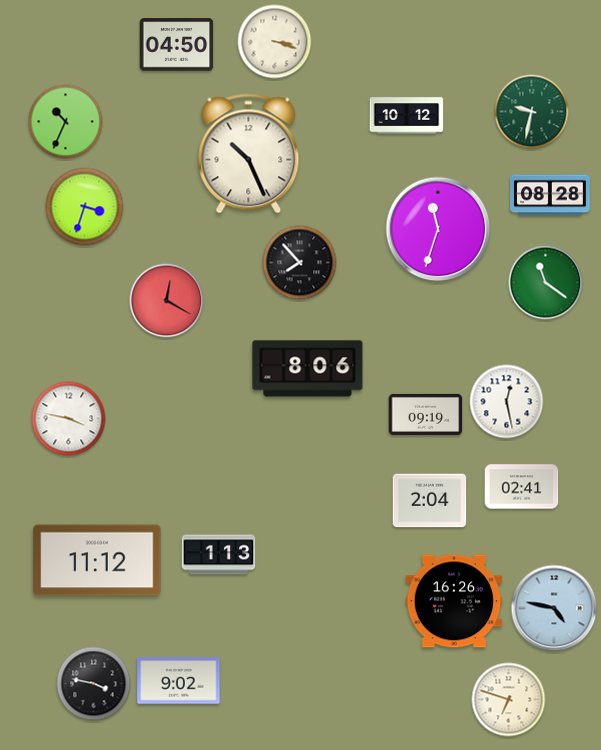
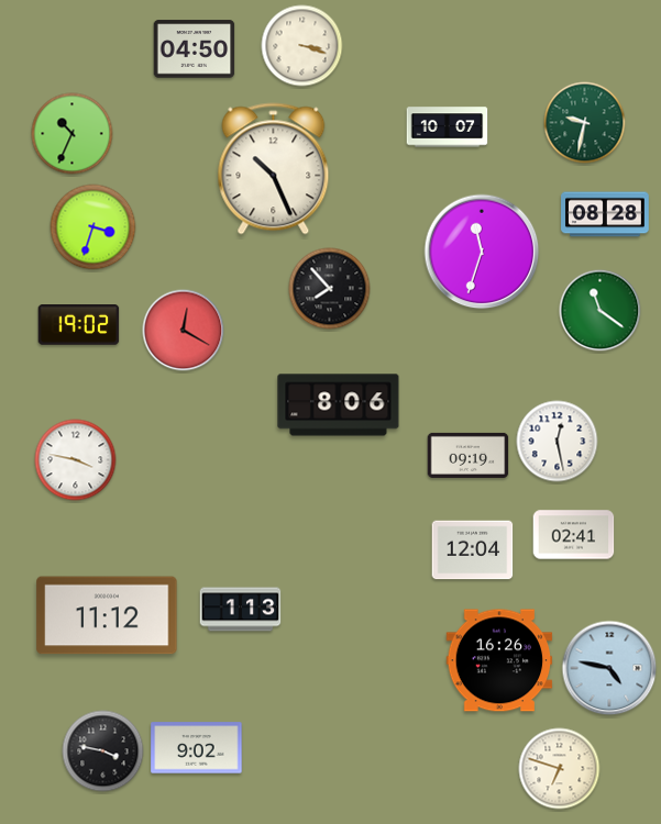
clock at (407, 116): 10:12 -> 10:07
clock at (79, 325): none -> 19:02
clock at (430, 501): 2:04 -> 12:04
